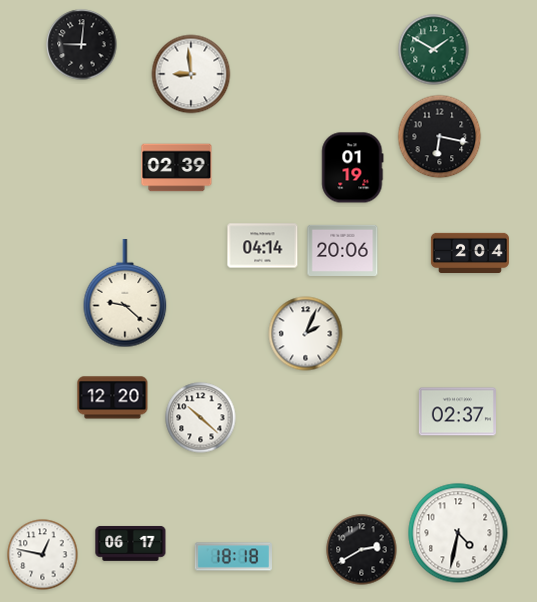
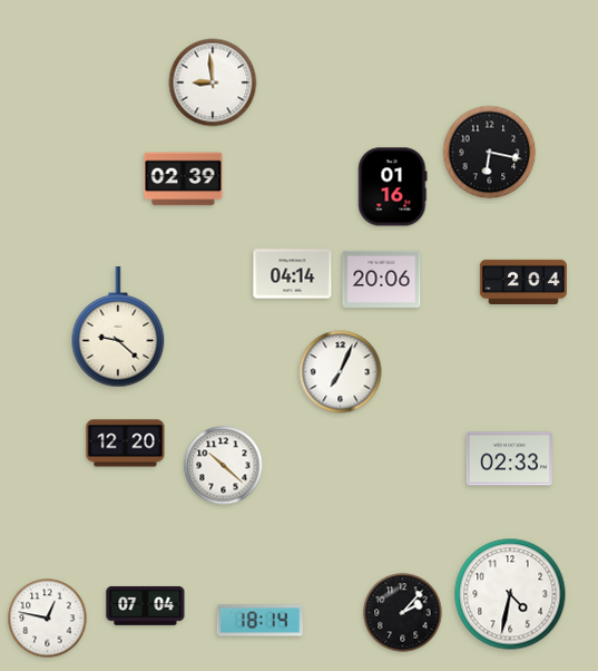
clock at (82, 45): 9:01 -> none
clock at (434, 50): 1:50 -> none
clock at (177, 168) position: (177, 168) -> (184, 179)
clock at (353, 168): 01:19 -> 01:16
clock at (125, 294) position: (125, 294) -> (118, 328)
clock at (306, 334): 2:04 -> 7:04
clock at (457, 412): 02:37 -> 02:33
clock at (131, 543): 06:17 -> 07:04
clock at (362, 550): 2:40 -> 2:07
clock at (233, 557): 18:18 -> 18:14
